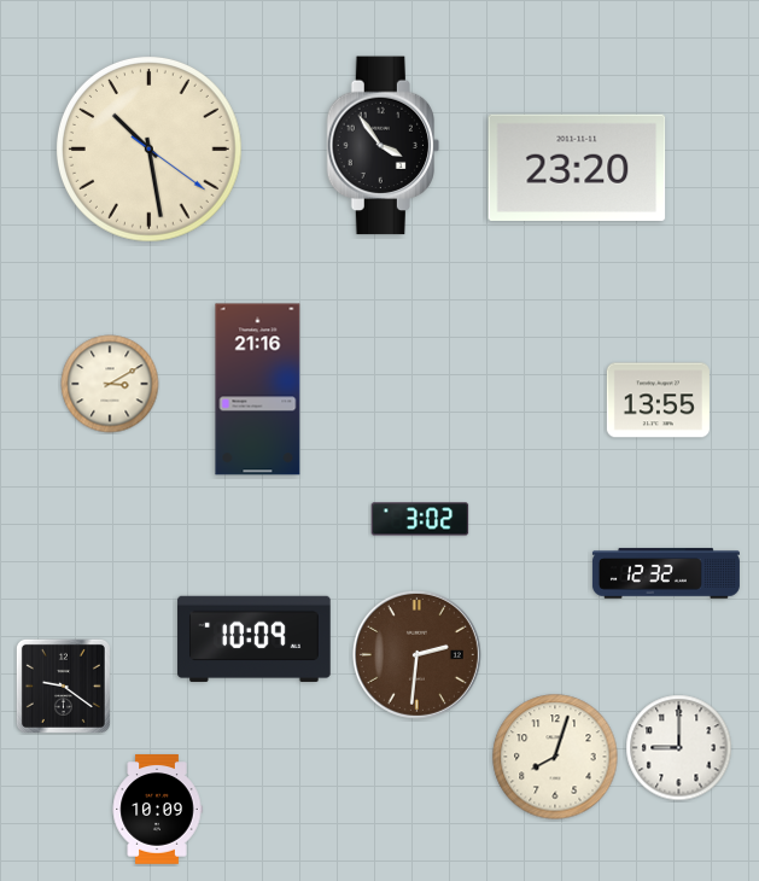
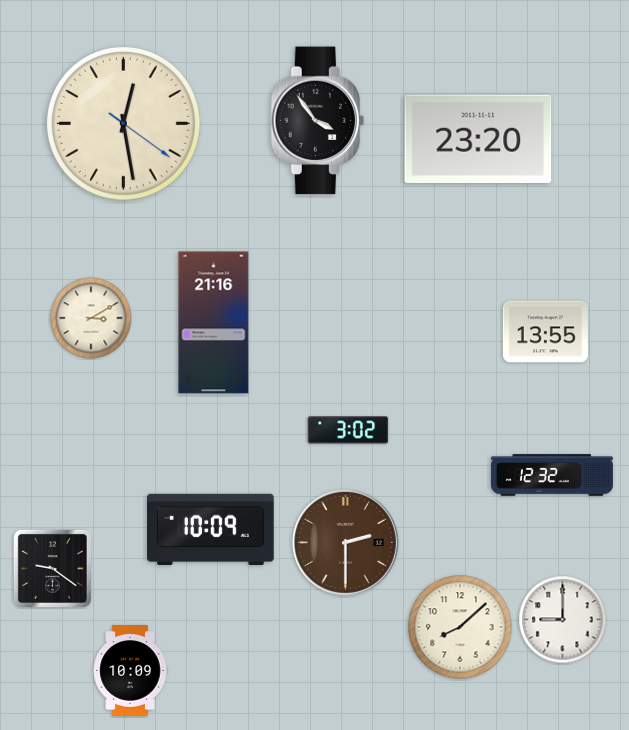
clock at (150, 150): 10:28 -> 12:28
clock at (416, 654): 2:31 -> 2:30
clock at (555, 757): 8:03 -> 8:08
